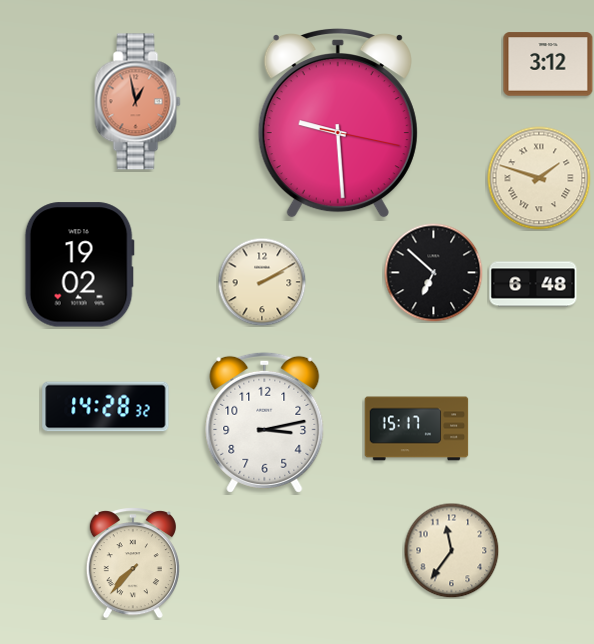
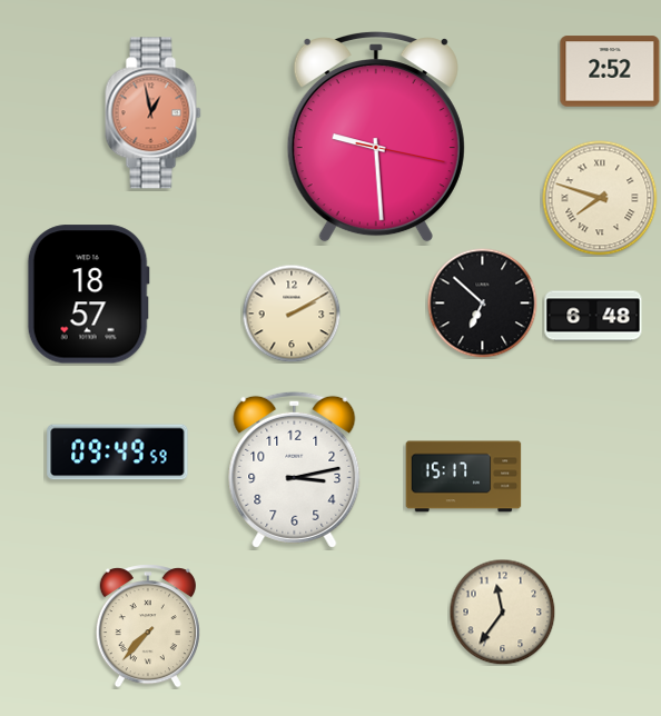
clock at (548, 64): 3:12 -> 2:52
clock at (539, 178): 1:48 -> 7:48
clock at (79, 265): 19:02 -> 18:57
clock at (106, 407): 14:28 -> 09:49
